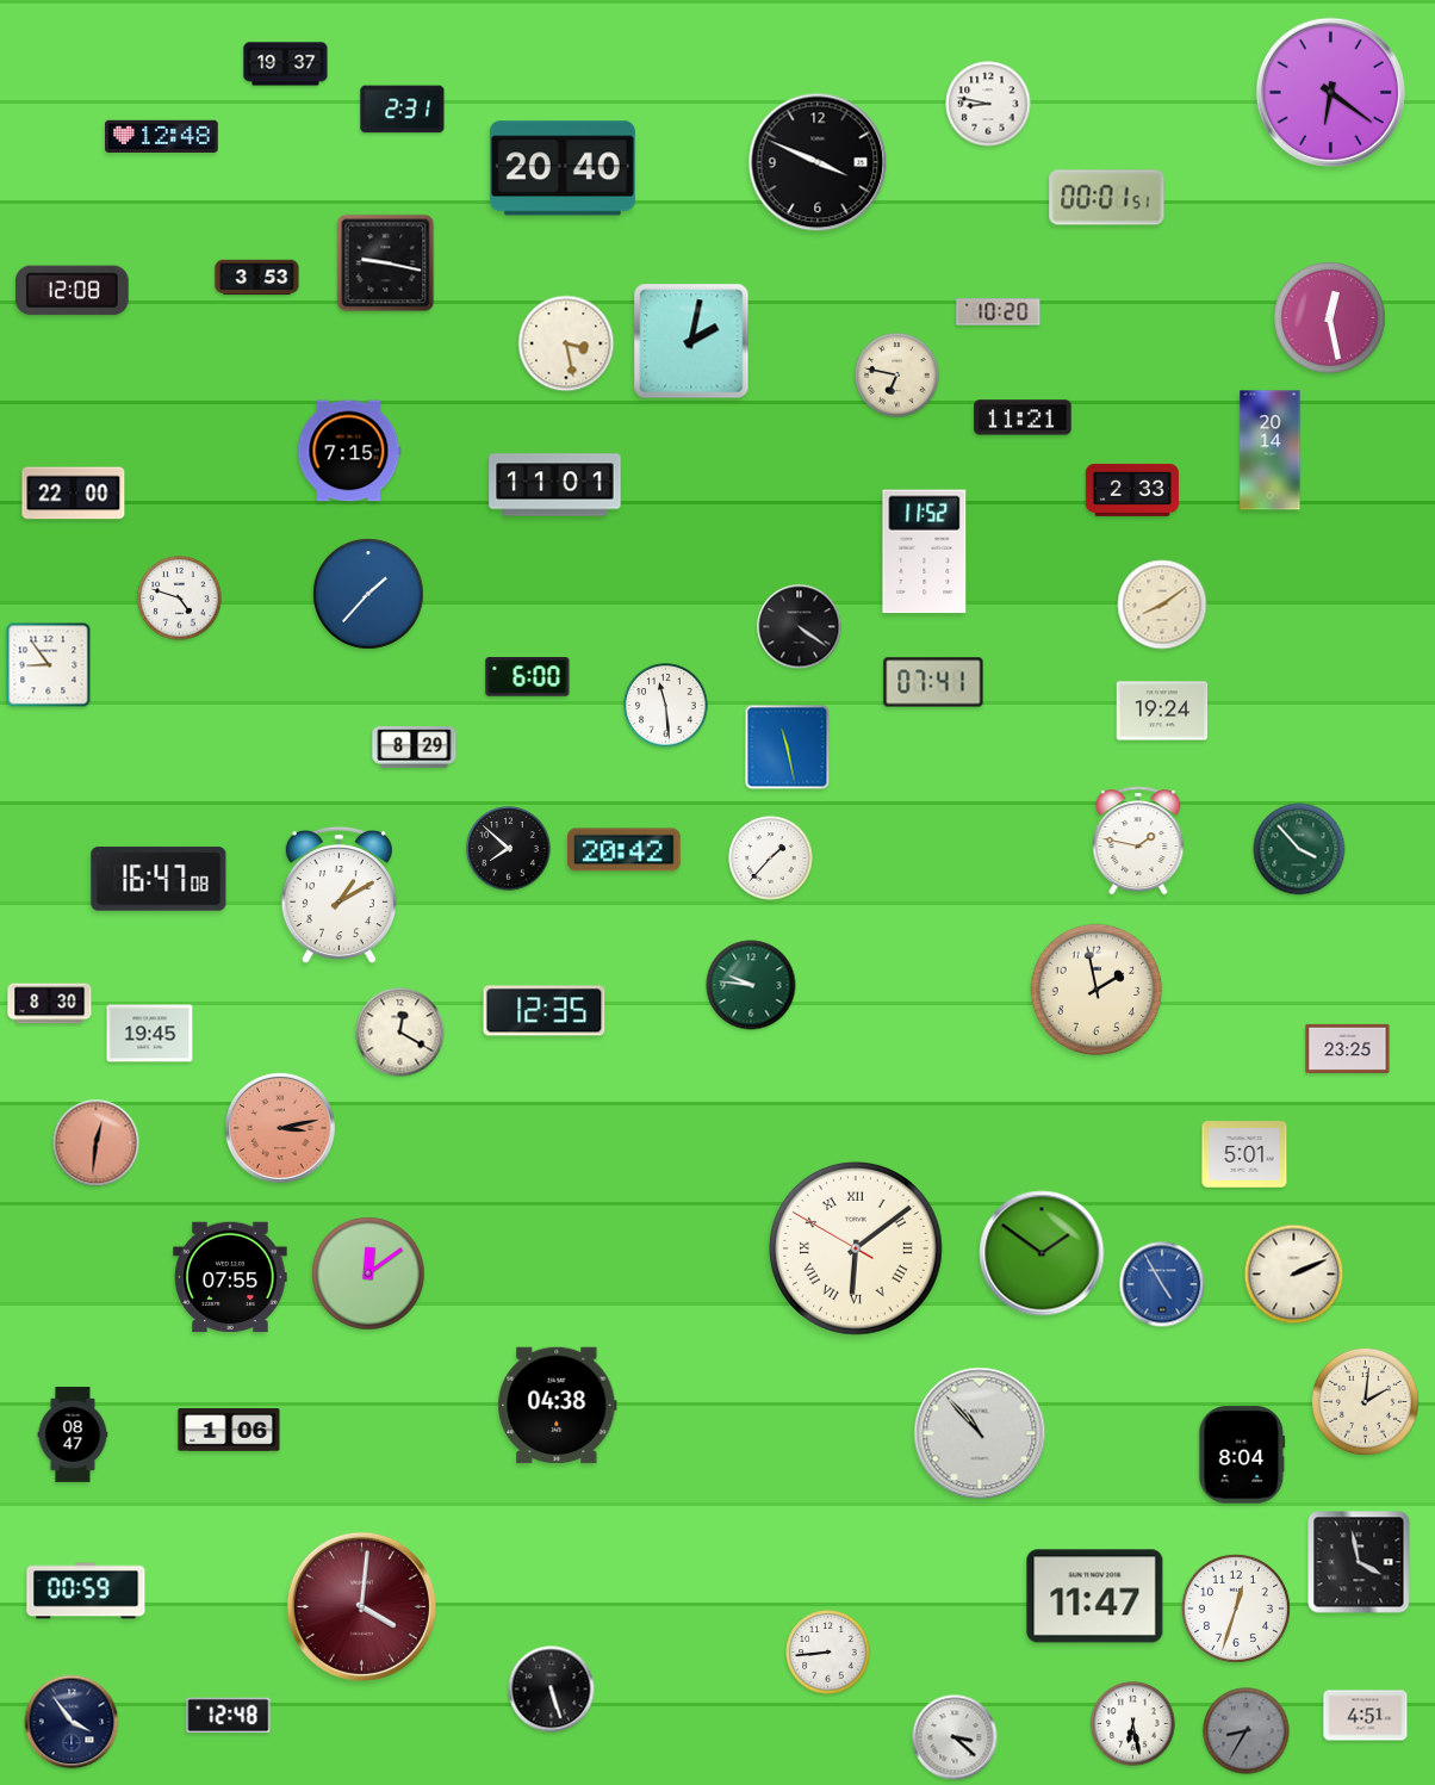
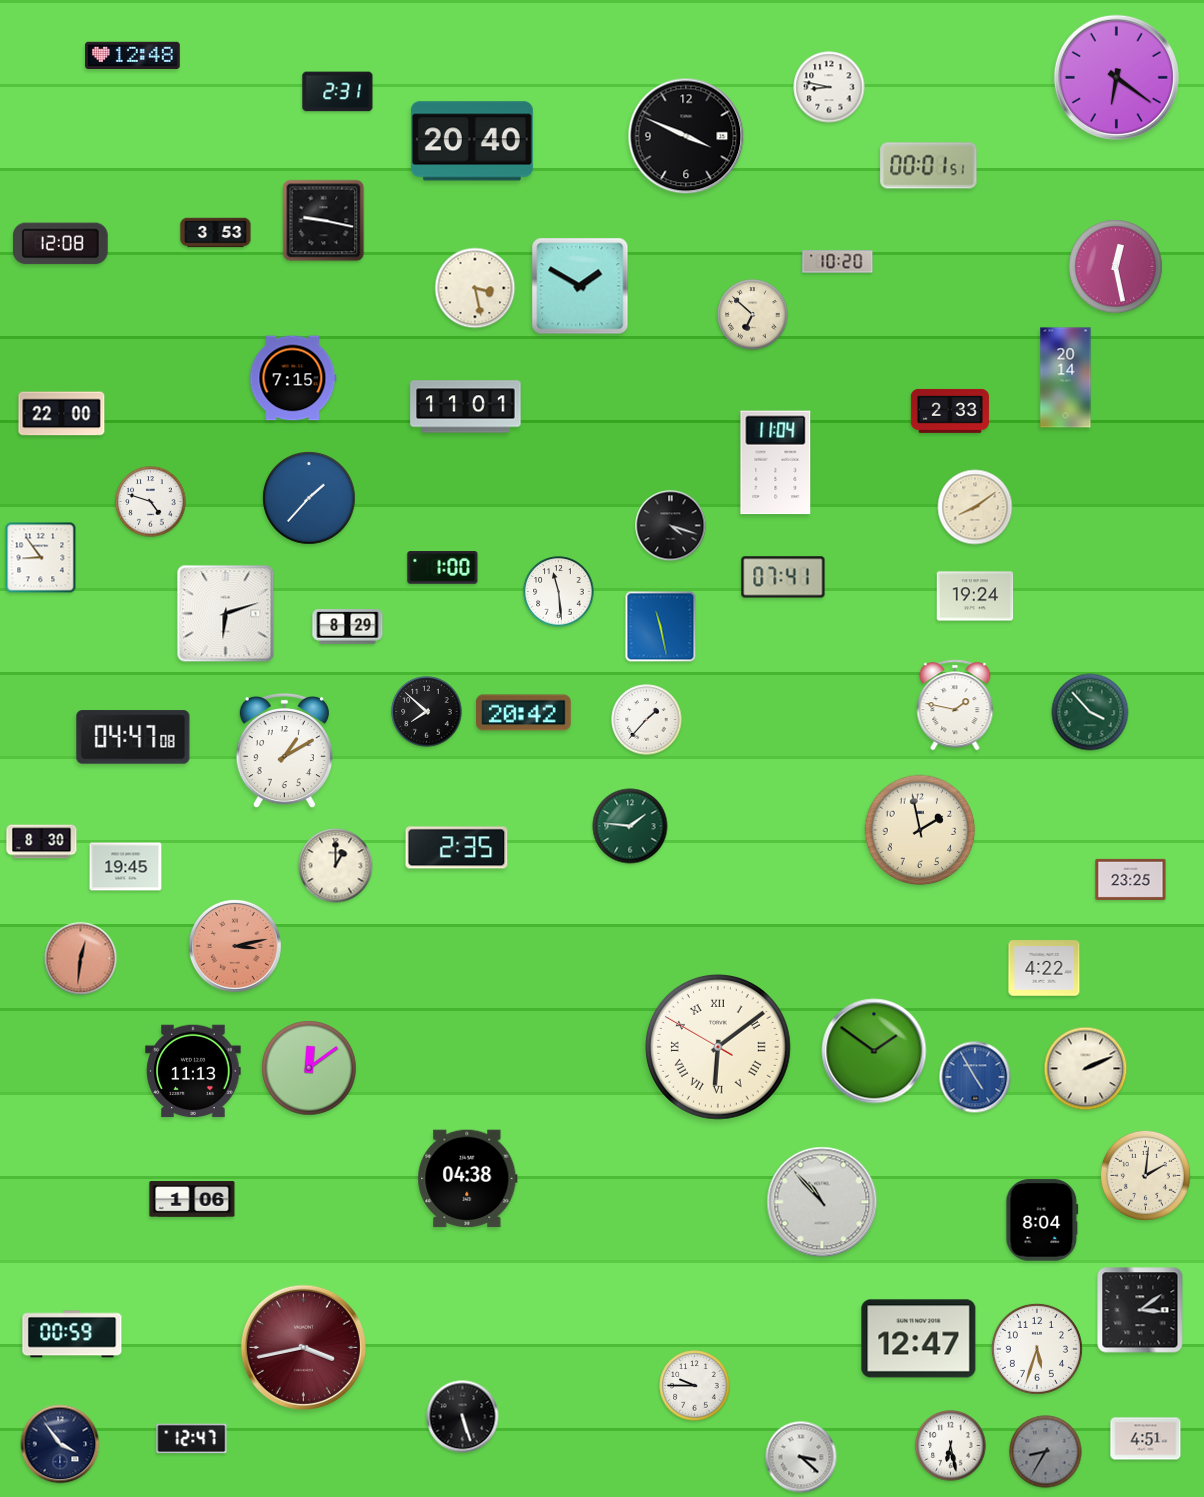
clock at (286, 64): 19:37 -> none
clock at (162, 136) position: (162, 136) -> (133, 55)
clock at (691, 341): 2:02 -> 1:50
clock at (897, 376): 6:47 -> 6:52
clock at (1023, 417): 11:21 -> none
clock at (925, 552): 11:52 -> 11:04
clock at (800, 627): 4:21 -> 4:18
clock at (528, 677): 6:00 -> 1:00
clock at (933, 682) position: (933, 682) -> (783, 577)
clock at (226, 614): none -> 6:12
clock at (159, 879): 16:47 -> 04:47
clock at (751, 985): 9:46 -> 1:46
clock at (545, 1011): 12:35 -> 2:35
clock at (400, 1033): 12:20 -> 1:00
clock at (1244, 1154): 5:01 -> 4:22
clock at (230, 1277): 07:55 -> 11:13
clock at (73, 1434): 08:47 -> none
clock at (1359, 1562): 3:58 -> 3:09
clock at (1095, 1597): 11:47 -> 12:47
clock at (361, 1606): 4:01 -> 3:43
clock at (1236, 1609): 12:33 -> 5:33
clock at (828, 1653): 8:44 -> 9:45
clock at (229, 1716): 12:48 -> 12:47
